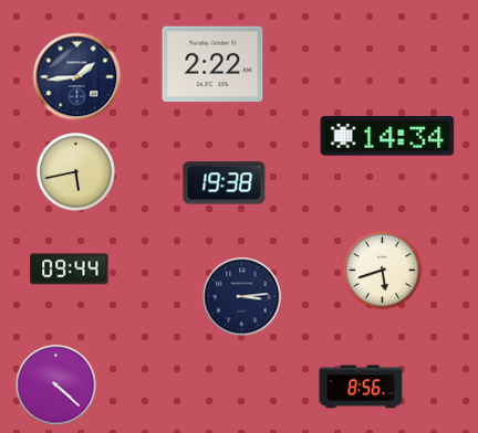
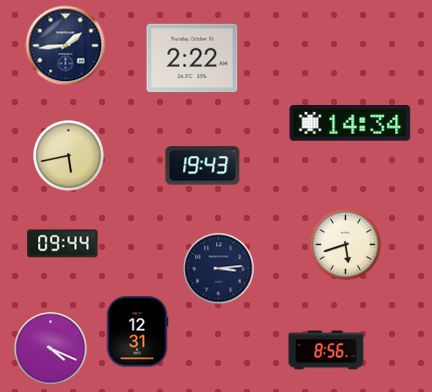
clock at (77, 77) position: (77, 77) -> (66, 46)
clock at (225, 183): 19:38 -> 19:43
clock at (137, 332): none -> 12:31
clock at (56, 386): 4:22 -> 4:19
